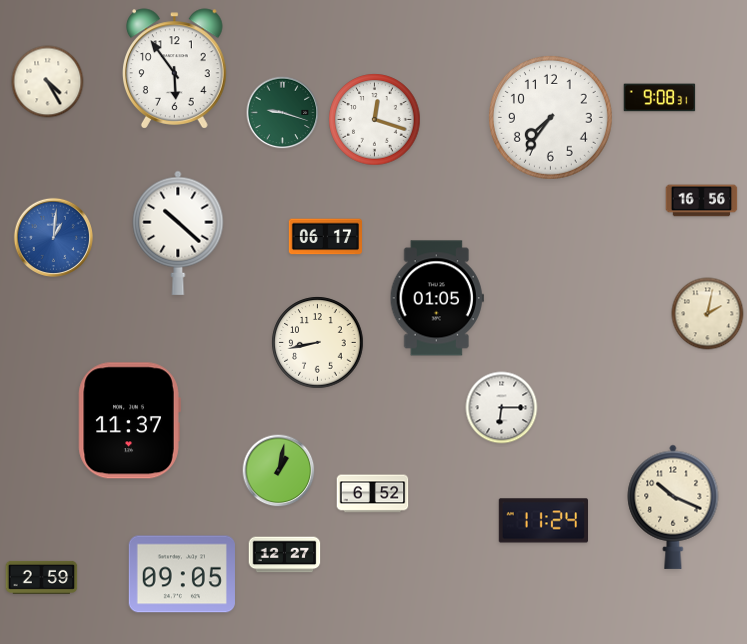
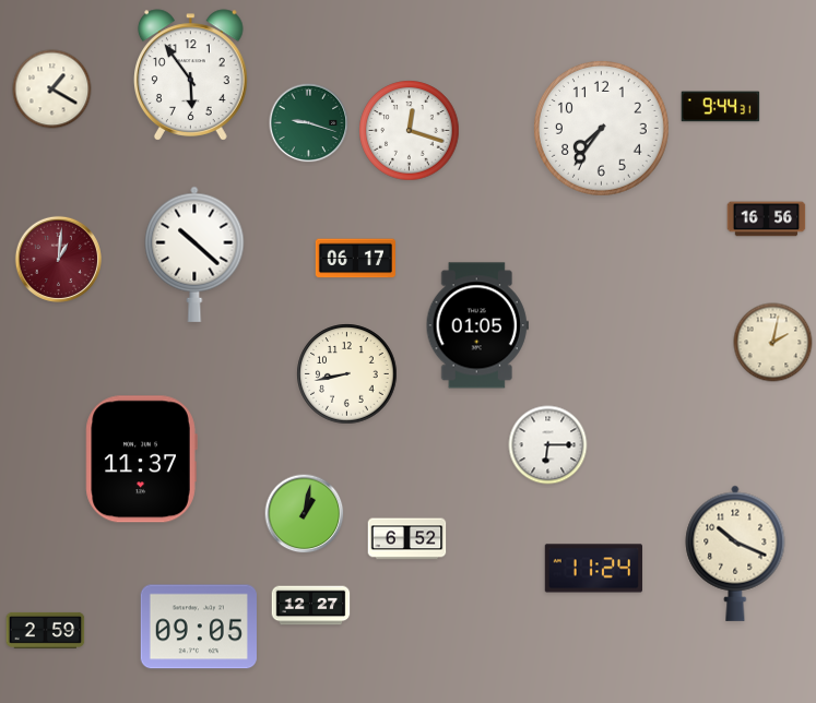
clock at (48, 82): 4:25 -> 1:20
clock at (660, 98): 9:08 -> 9:44
clock at (53, 237) dial: blue -> burgundy
